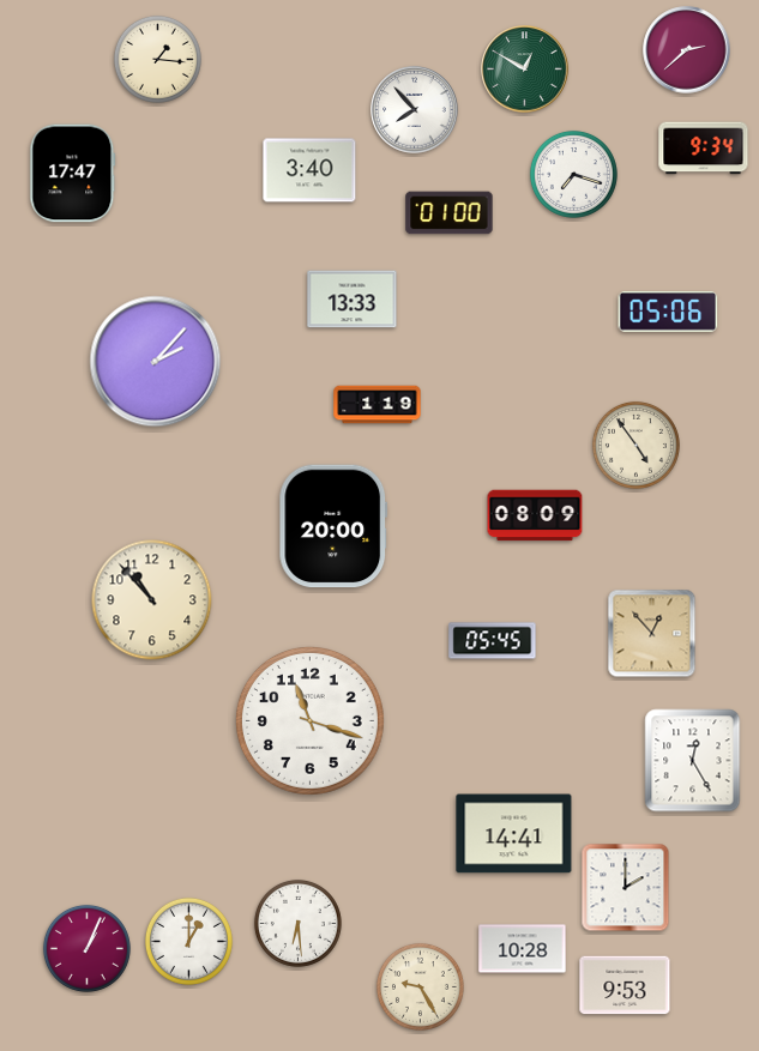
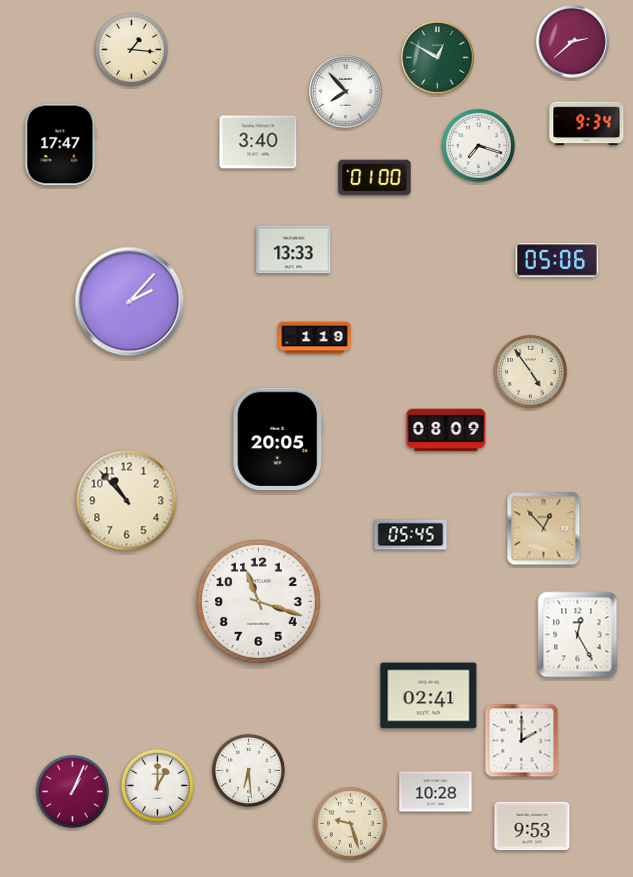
clock at (333, 526): 20:00 -> 20:05
clock at (514, 834): 14:41 -> 02:41
clock at (625, 985) position: (625, 985) -> (532, 826)
clock at (420, 986): 9:25 -> 9:27
